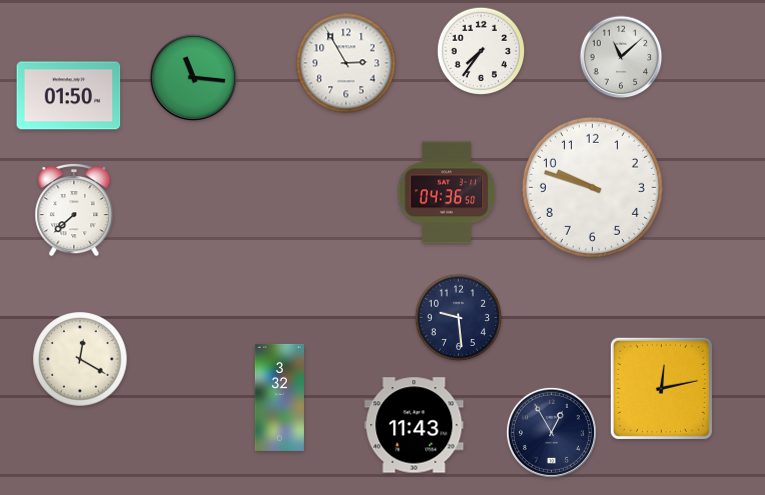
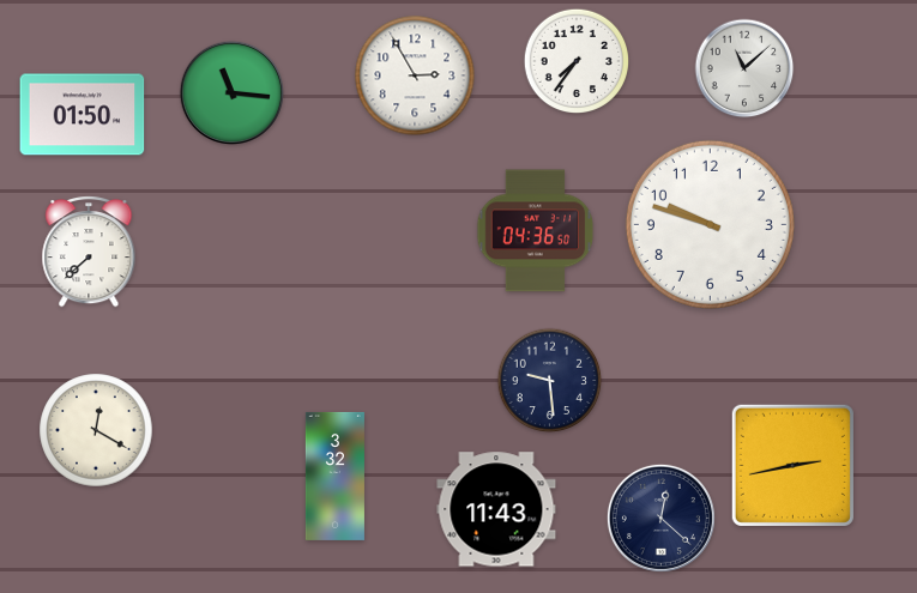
clock at (661, 388): 12:13 -> 2:43
clock at (551, 432): 12:55 -> 12:22
